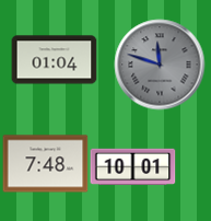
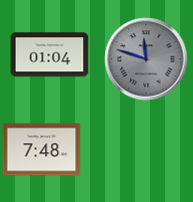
clock at (132, 167): 10:01 -> none
